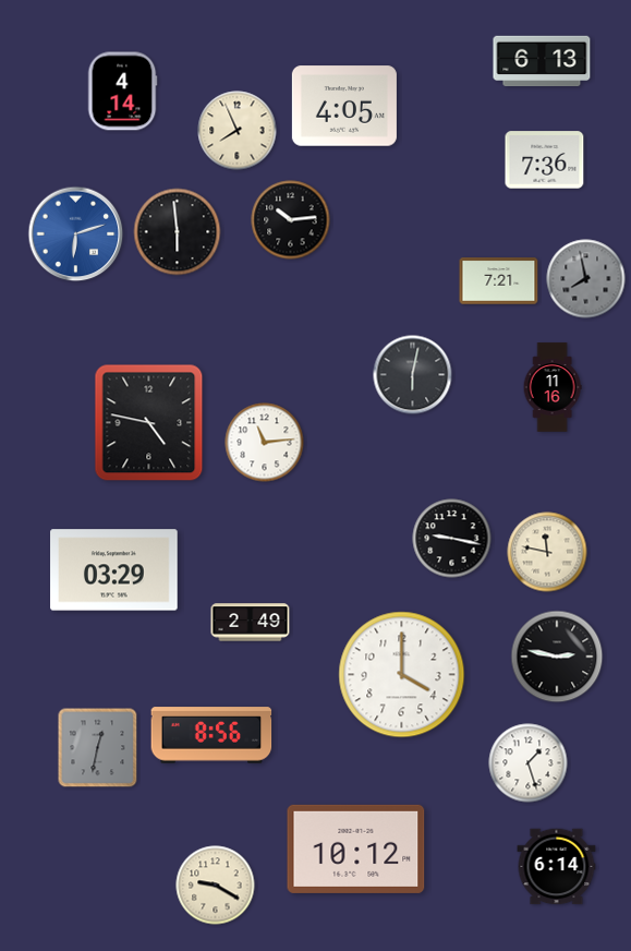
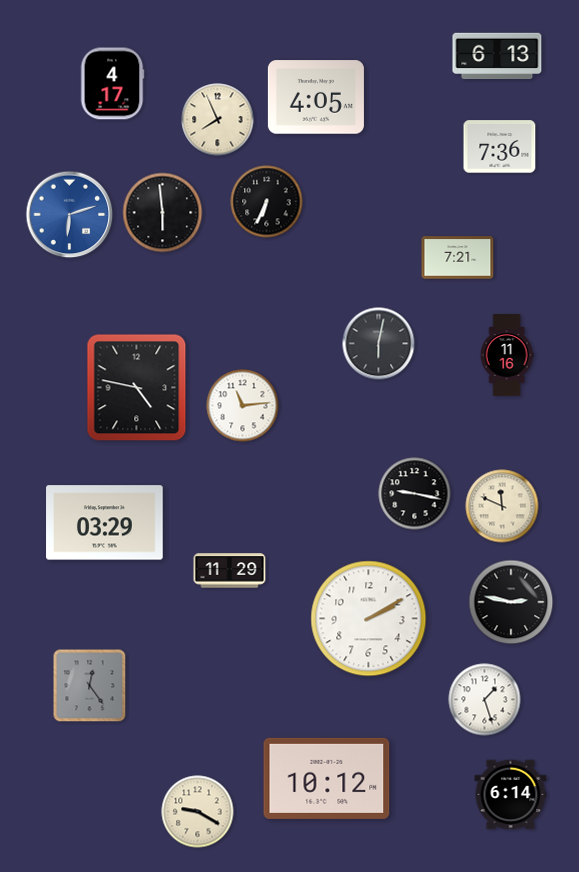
clock at (122, 92): 4:14 -> 4:17
clock at (291, 220): 10:14 -> 6:34
clock at (586, 279): 7:58 -> none
clock at (547, 552): 11:47 -> 11:49
clock at (251, 623): 2:49 -> 11:29
clock at (402, 675): 4:00 -> 2:10
clock at (211, 735): 8:56 -> none
clock at (98, 748): 12:32 -> 12:24
